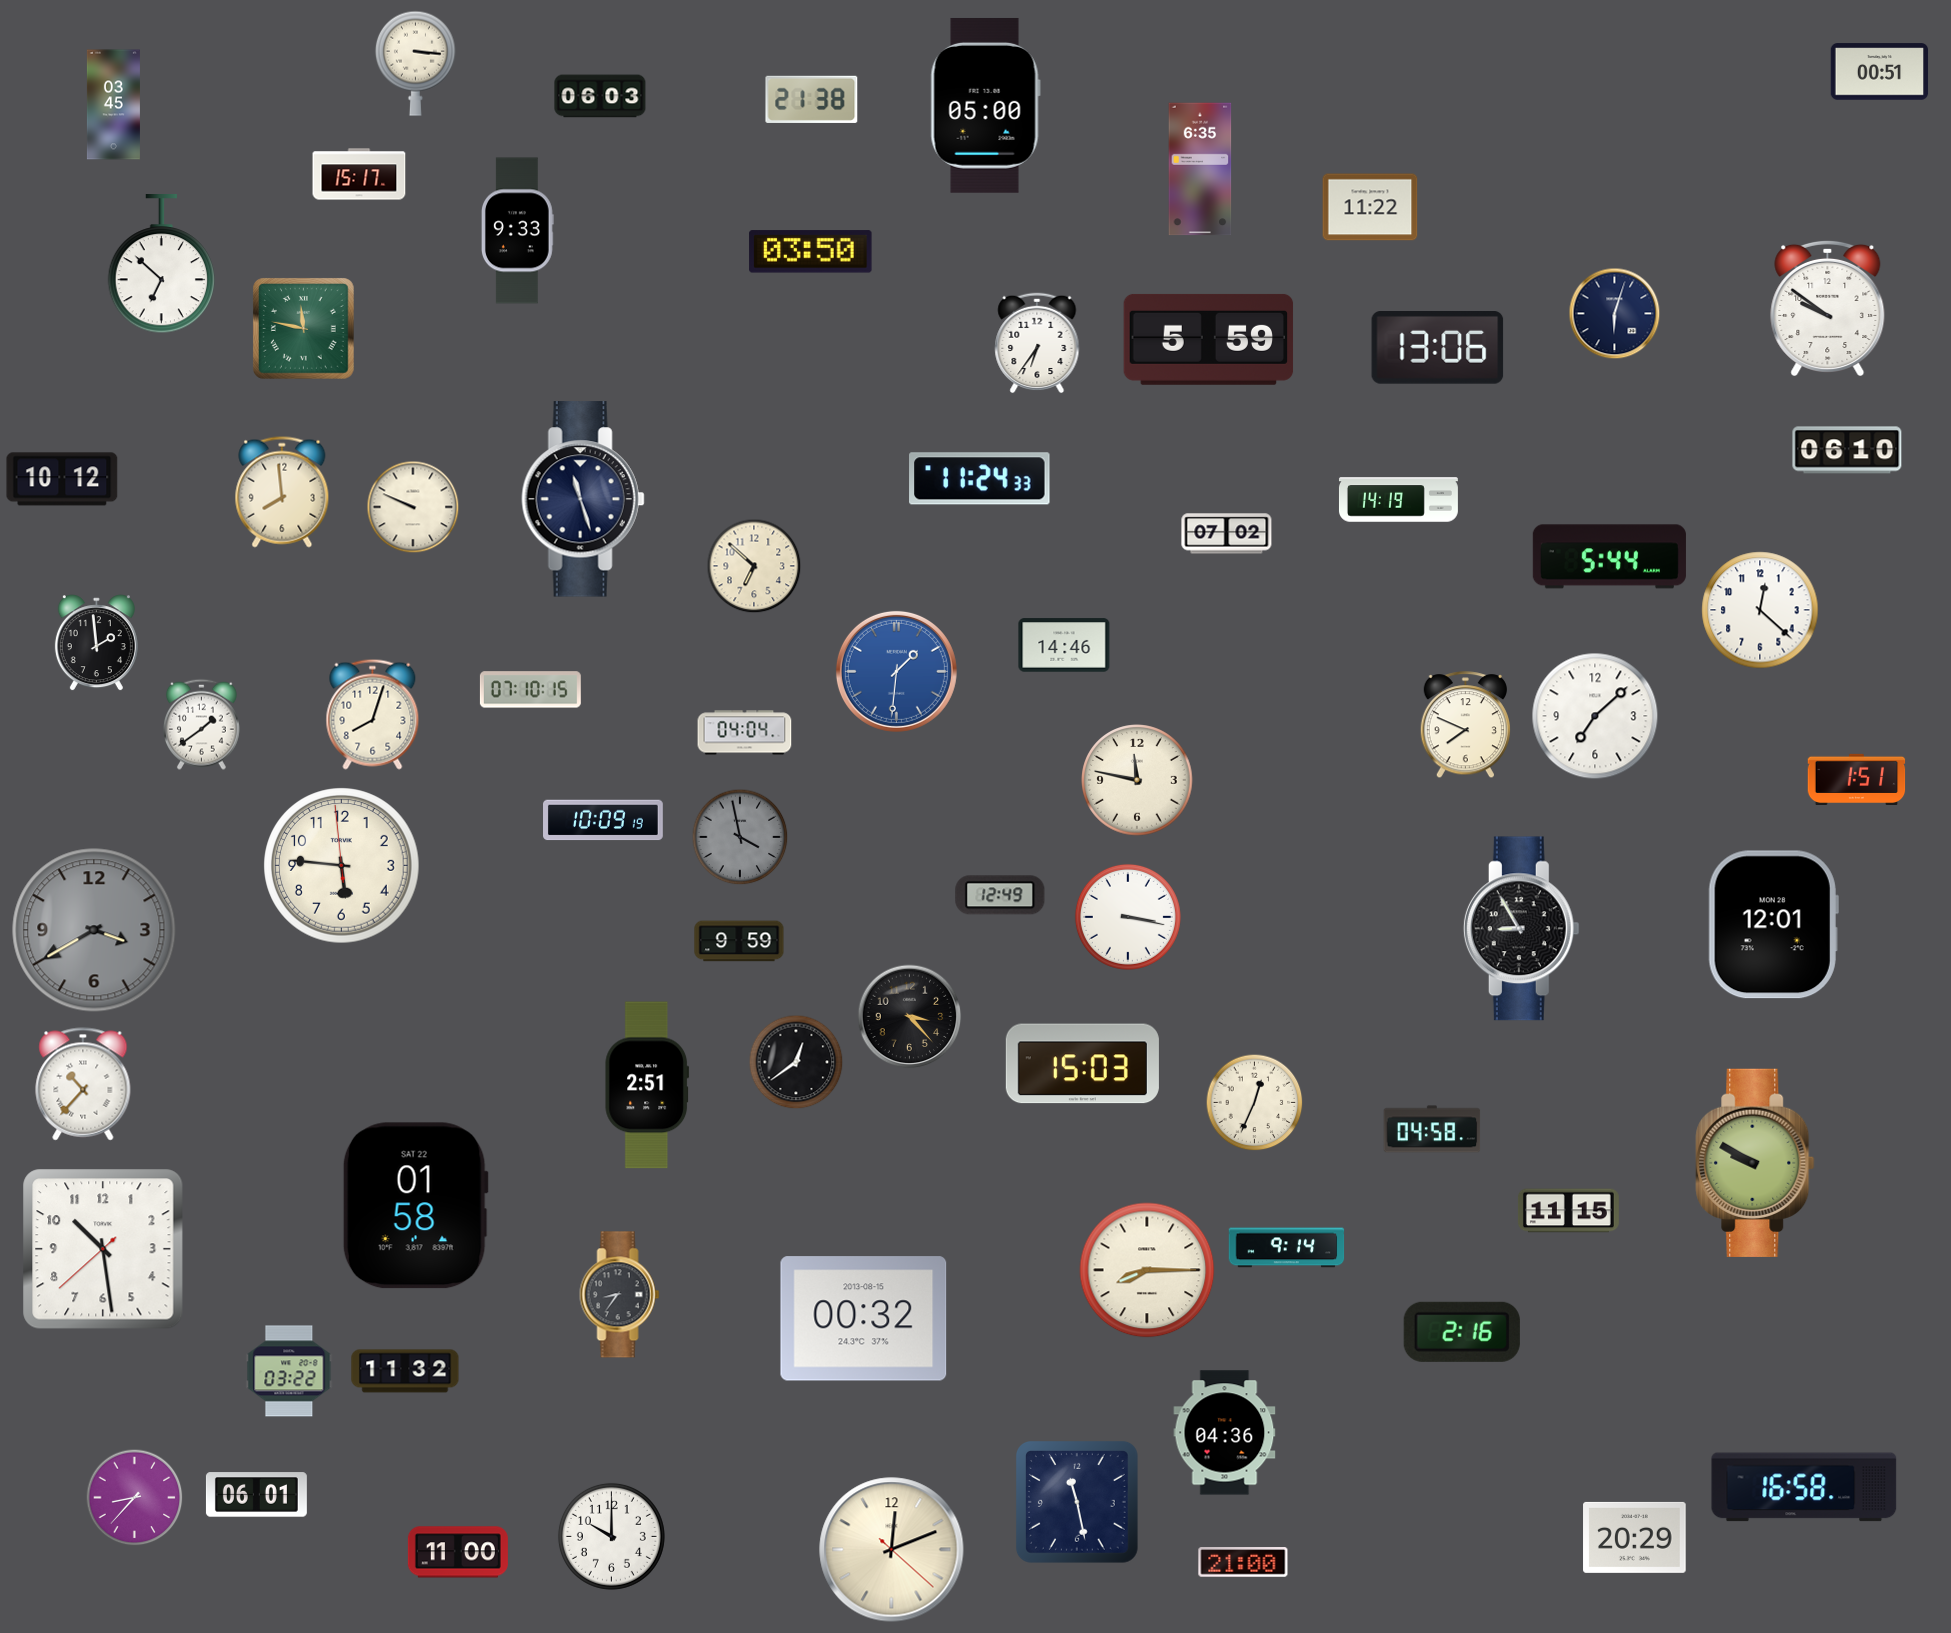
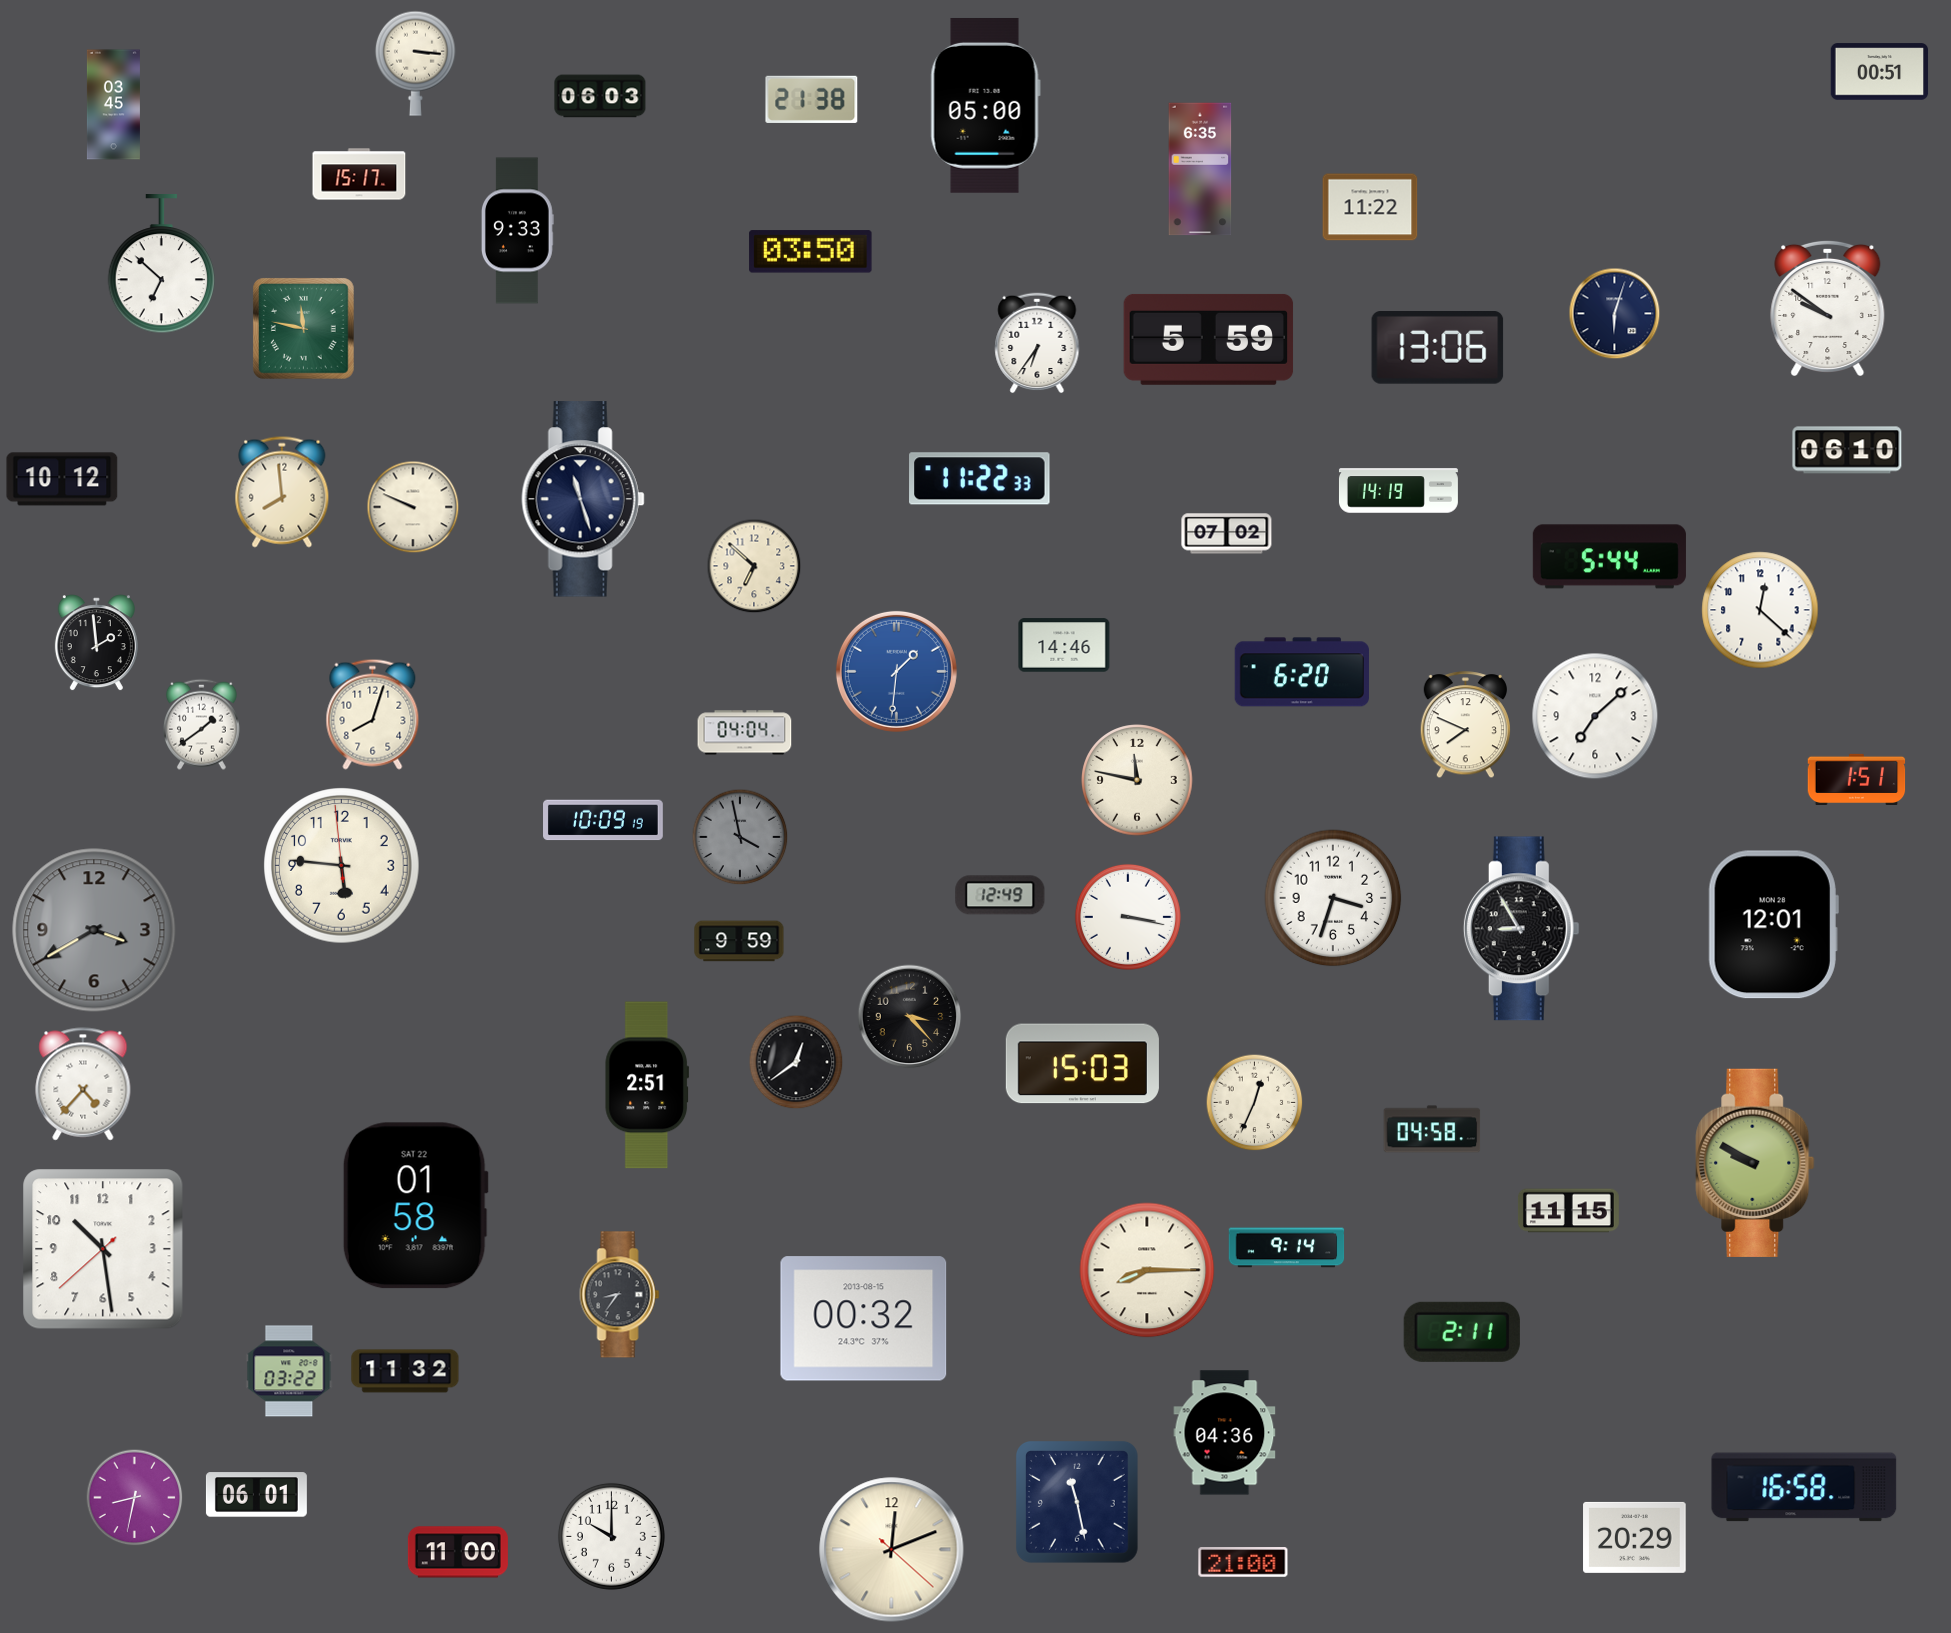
clock at (980, 479): 11:24 -> 11:22
clock at (1398, 500) position: (1398, 500) -> (1398, 491)
clock at (1302, 672): none -> 6:20
clock at (530, 690): 07:10 -> none
clock at (1333, 898): none -> 3:33
clock at (83, 1084): 10:37 -> 4:37
clock at (1462, 1332): 2:16 -> 2:11
clock at (135, 1498): 8:37 -> 8:32
